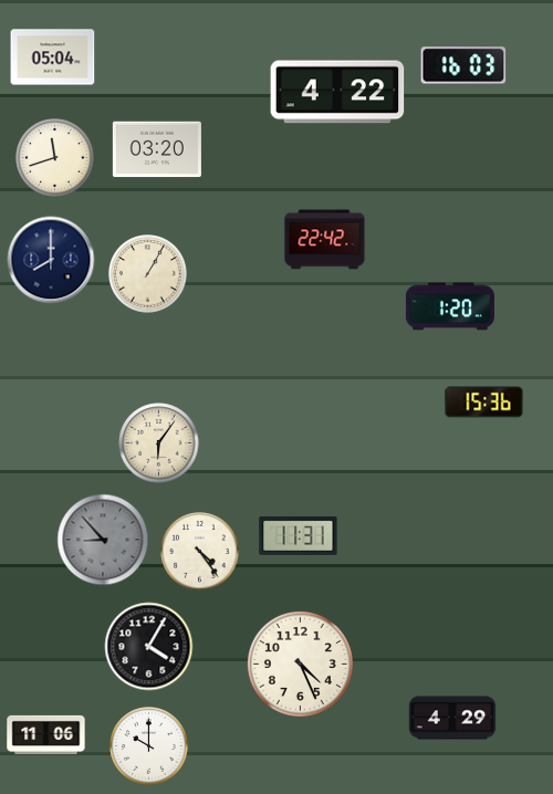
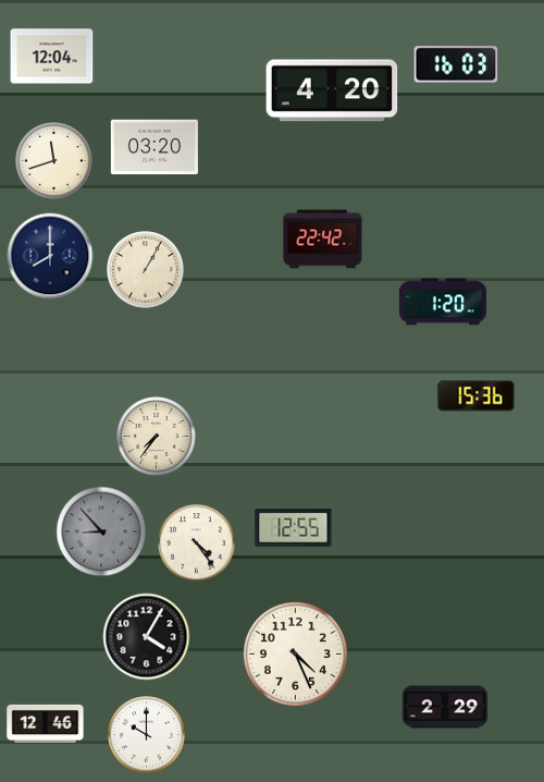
clock at (53, 58): 05:04 -> 12:04
clock at (337, 92): 4:22 -> 4:20
clock at (55, 158) position: (55, 158) -> (54, 161)
clock at (325, 240) position: (325, 240) -> (323, 240)
clock at (159, 443): 6:06 -> 7:36
clock at (299, 535): 11:31 -> 12:55
clock at (452, 718): 4:29 -> 2:29
clock at (46, 734): 11:06 -> 12:46
